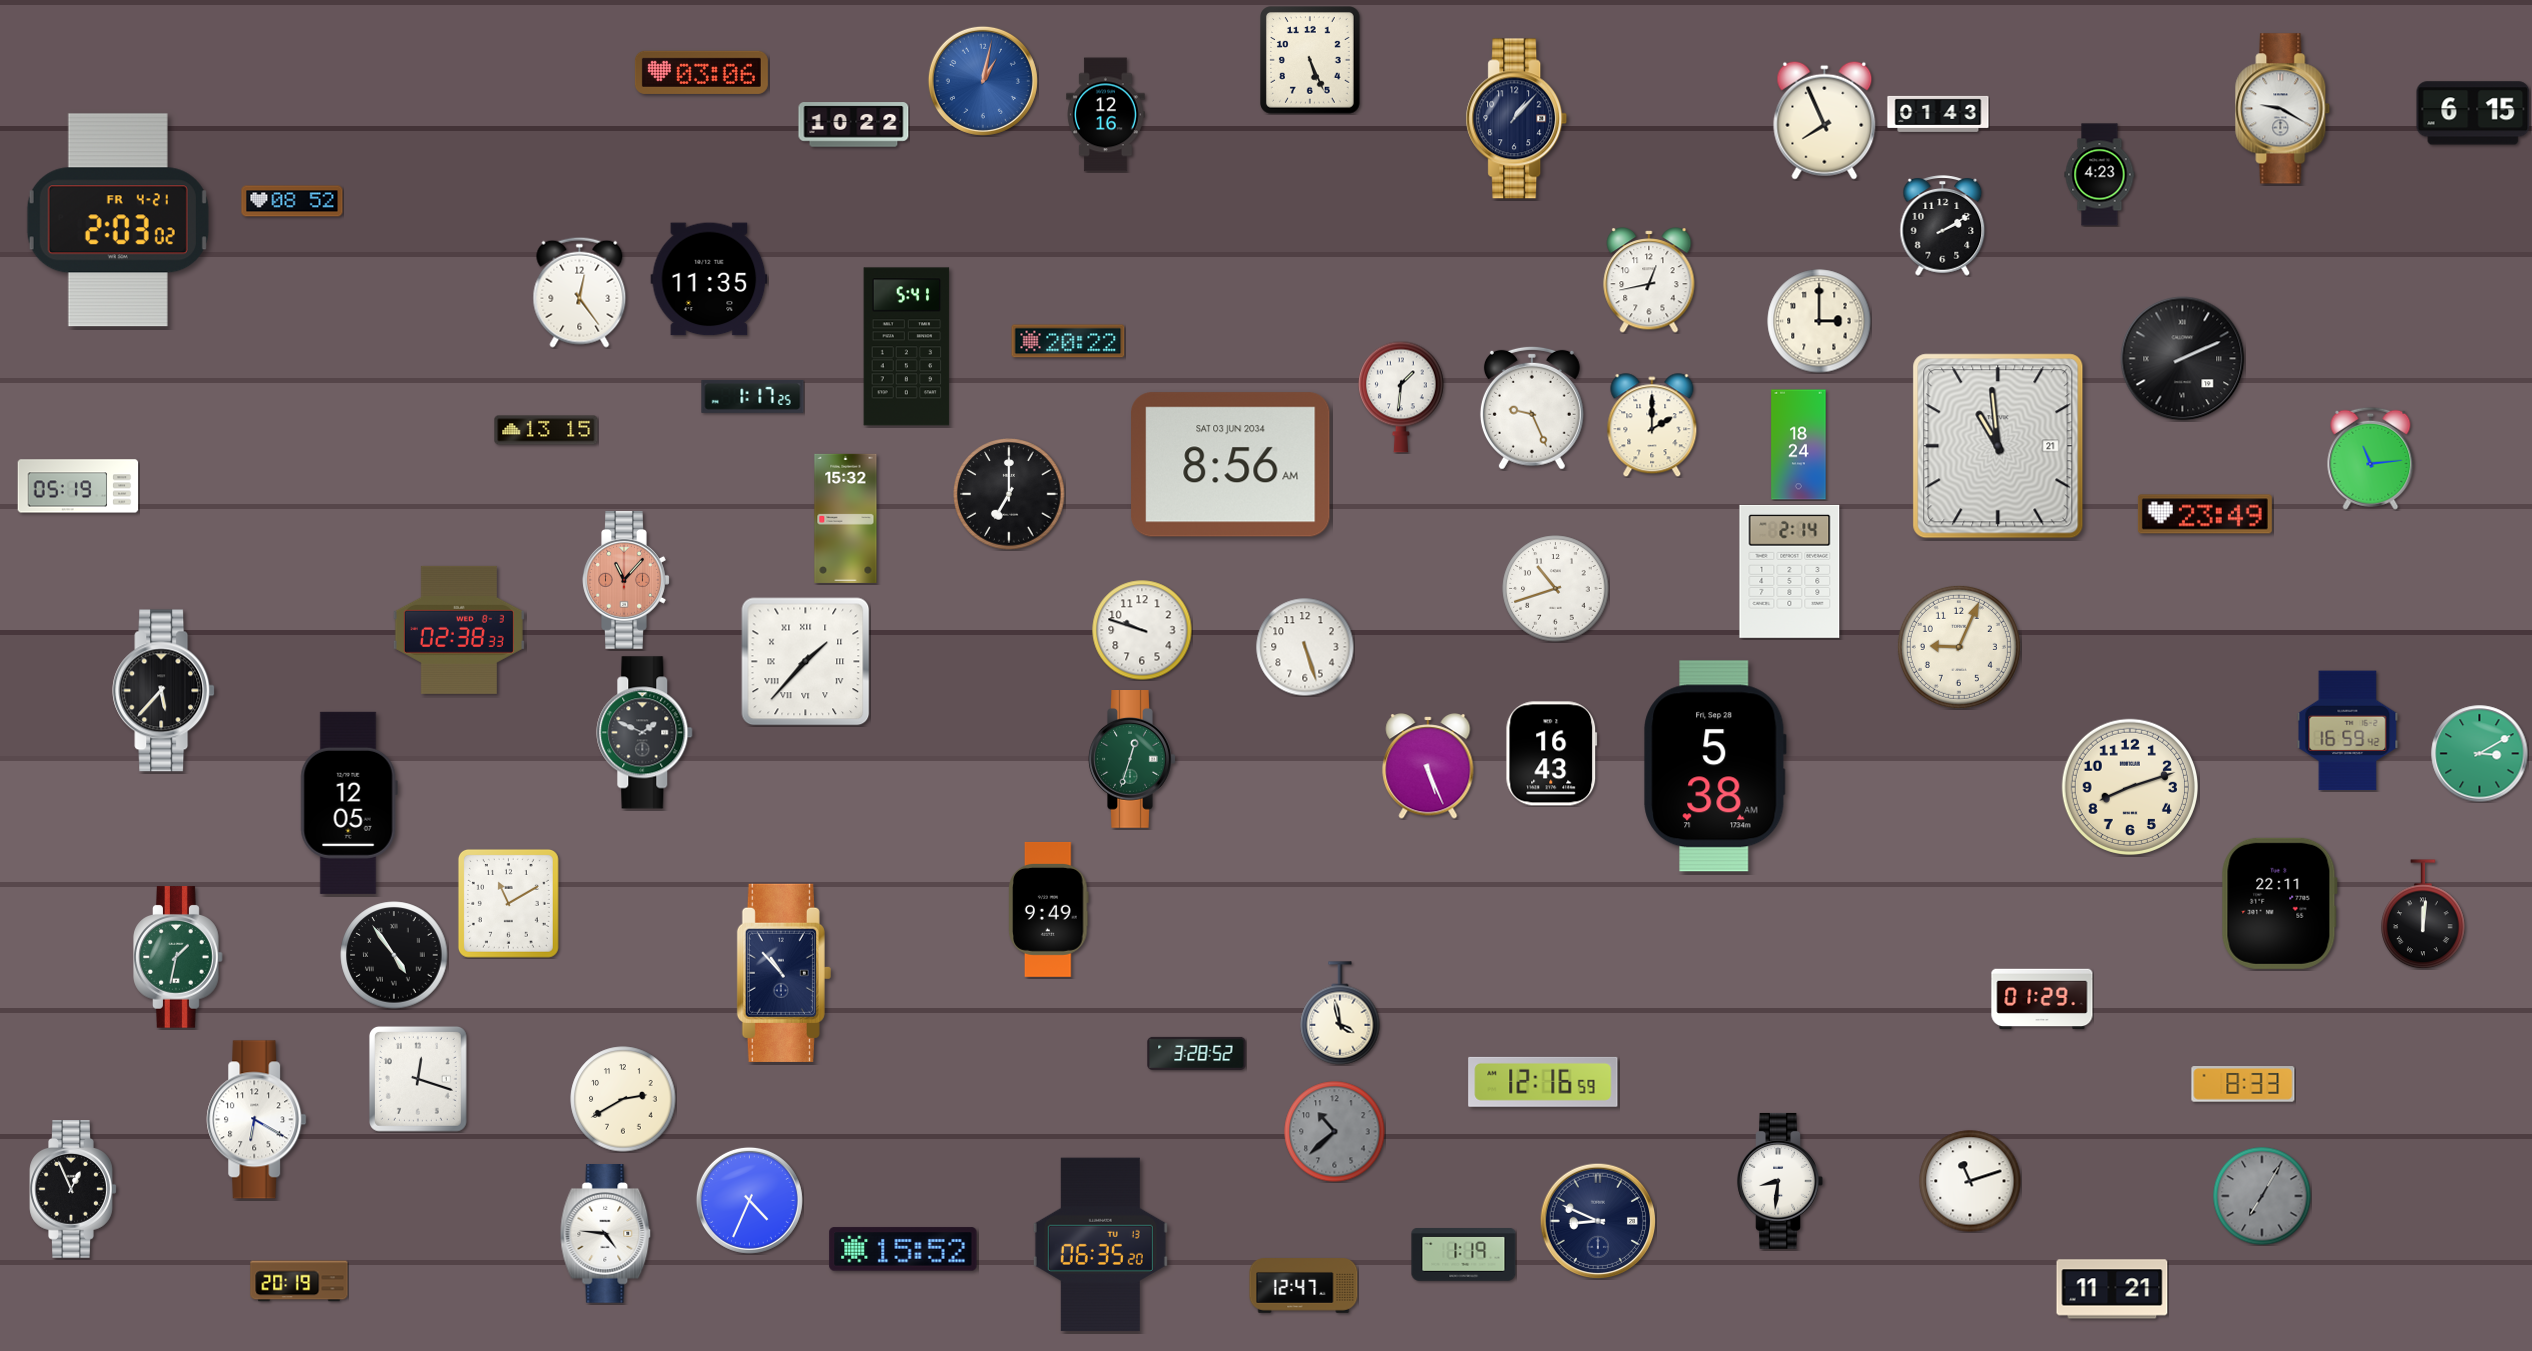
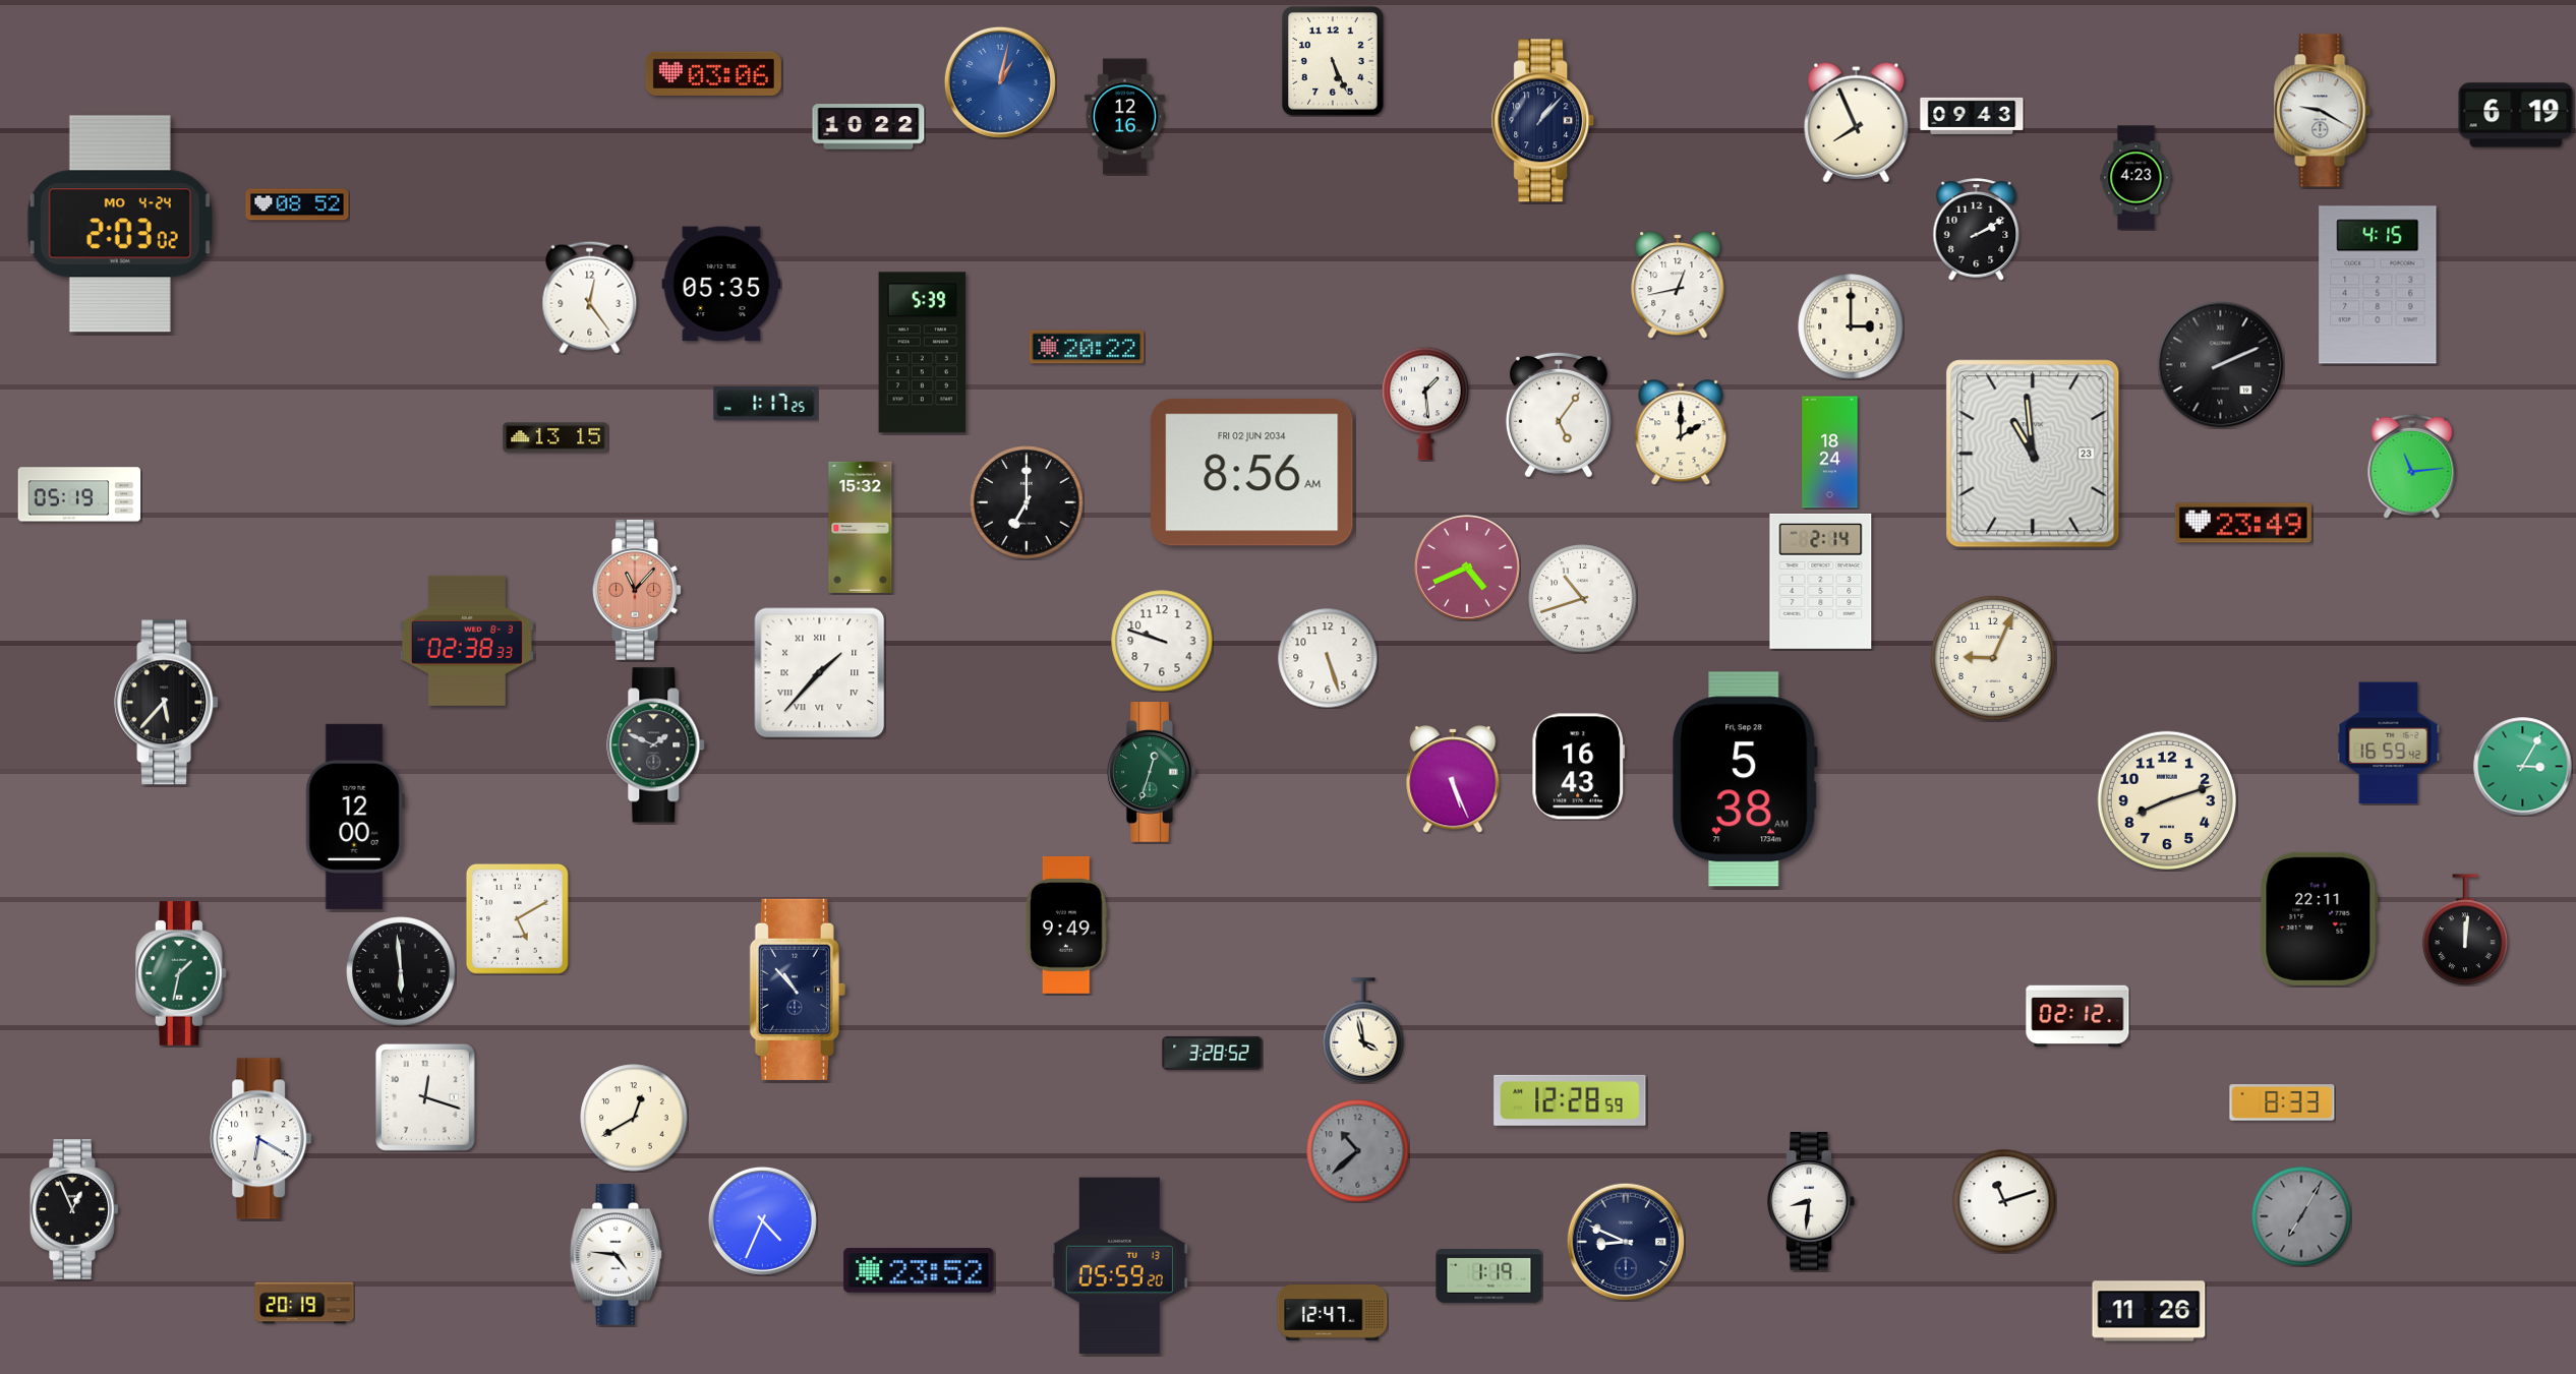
clock at (2473, 113): 6:15 -> 6:19
clock at (1938, 114): 01:43 -> 09:43
clock at (118, 220) date: FR 4-21 -> MO 4-24
clock at (709, 279): 11:35 -> 05:35
clock at (2378, 285): none -> 4:15
clock at (907, 347): 5:41 -> 5:39
clock at (1402, 397): 1:31 -> 1:29
clock at (1532, 408): 9:26 -> 5:06
clock at (1998, 446) date: 21 -> 23
clock at (1231, 465) date: SAT 03 JUN 2034 -> FRI 02 JUN 2034
clock at (1467, 567): none -> 4:41
clock at (2480, 754): 3:10 -> 3:05
clock at (349, 803): 12:05 -> 12:00
clock at (508, 903): 11:10 -> 5:10
clock at (394, 955): 4:54 -> 5:59
clock at (2042, 999): 01:29 -> 02:12
clock at (1197, 1053) position: (1197, 1053) -> (1213, 1053)
clock at (1543, 1082): 12:16 -> 12:28
clock at (623, 1099): 2:40 -> 12:40
clock at (1100, 1245): 06:35 -> 05:59
clock at (903, 1249): 15:52 -> 23:52
clock at (1304, 1286) position: (1304, 1286) -> (1333, 1313)
clock at (2112, 1289): 11:21 -> 11:26
